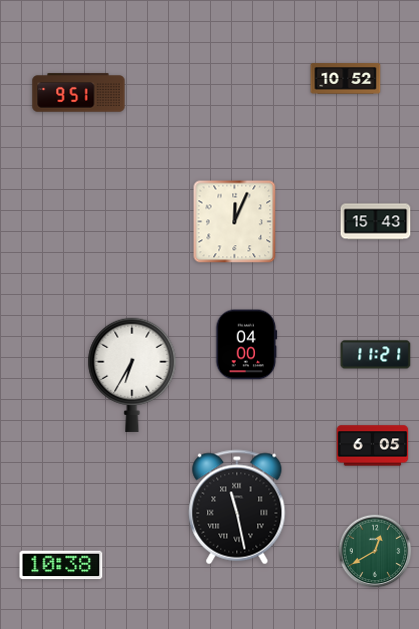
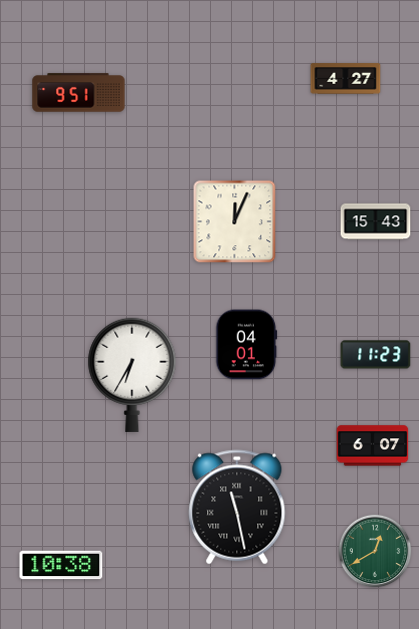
clock at (346, 79): 10:52 -> 4:27
clock at (247, 345): 04:00 -> 04:01
clock at (376, 355): 11:21 -> 11:23
clock at (373, 446): 6:05 -> 6:07
